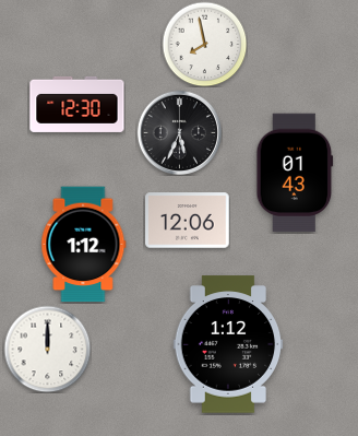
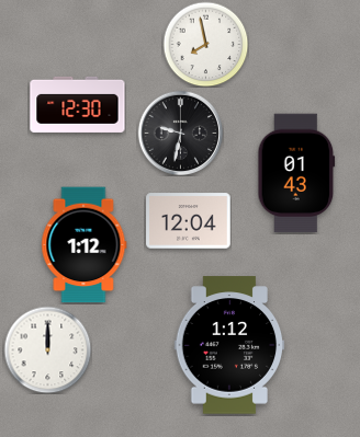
clock at (179, 132): 5:34 -> 9:32
clock at (188, 221): 12:06 -> 12:04
